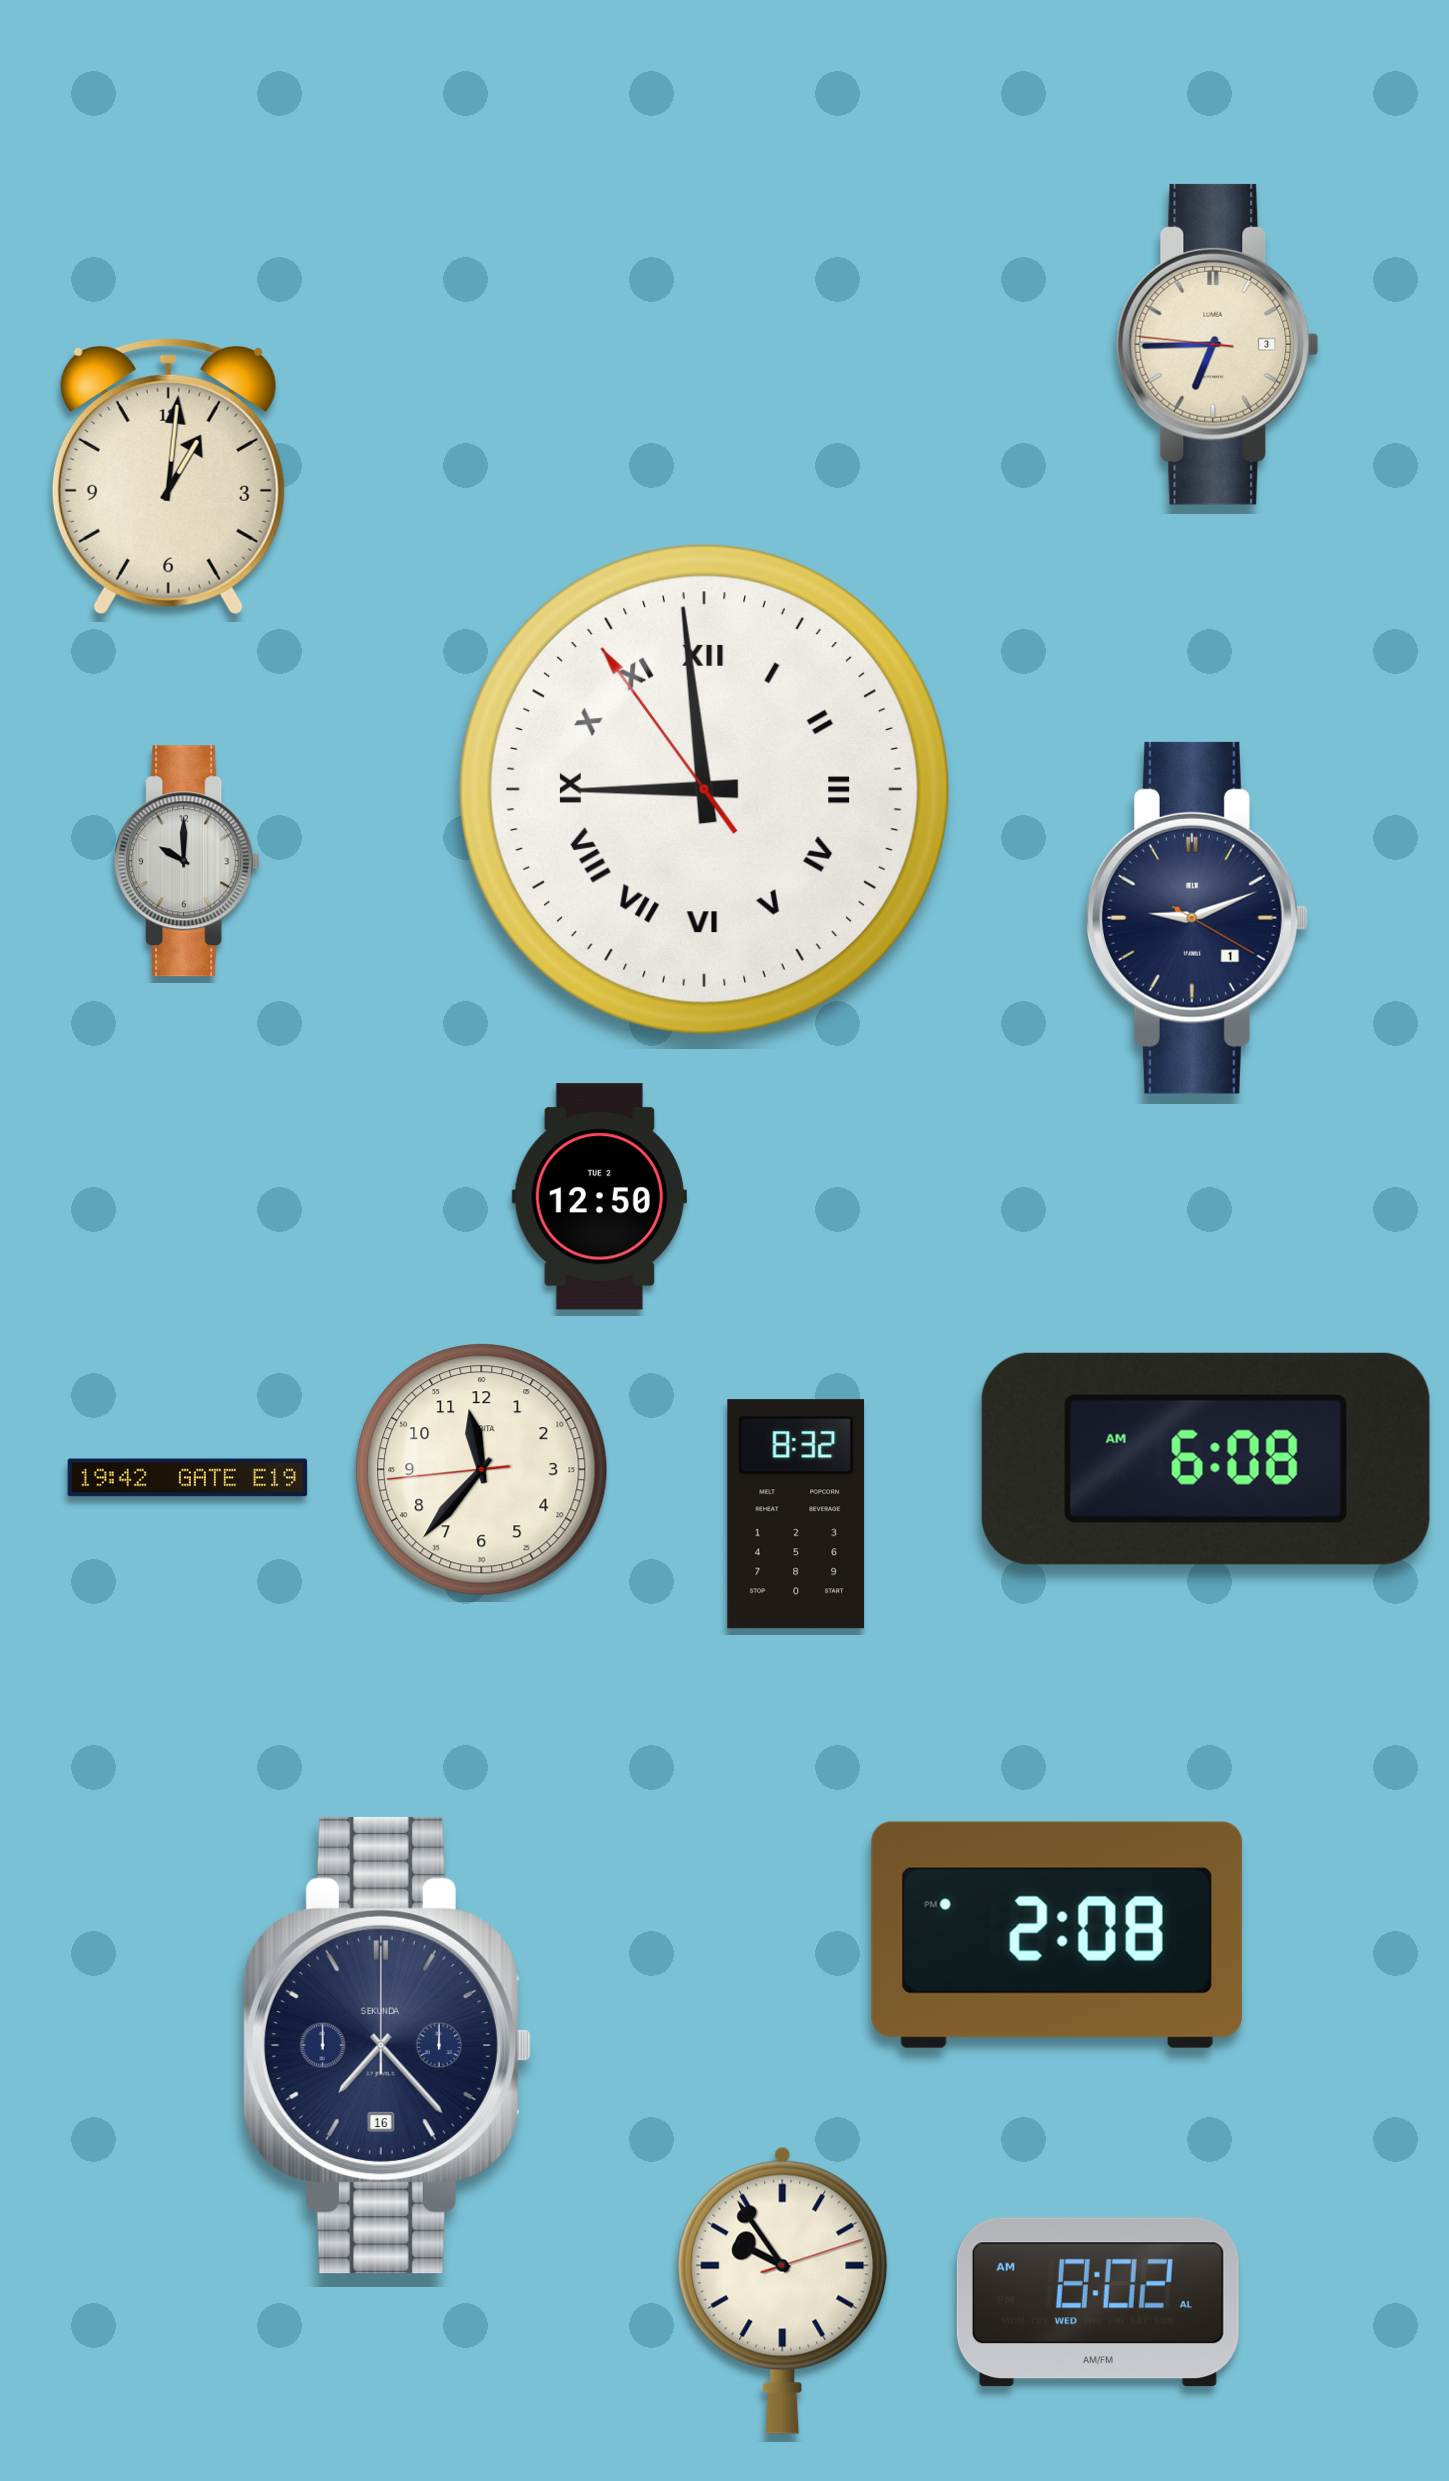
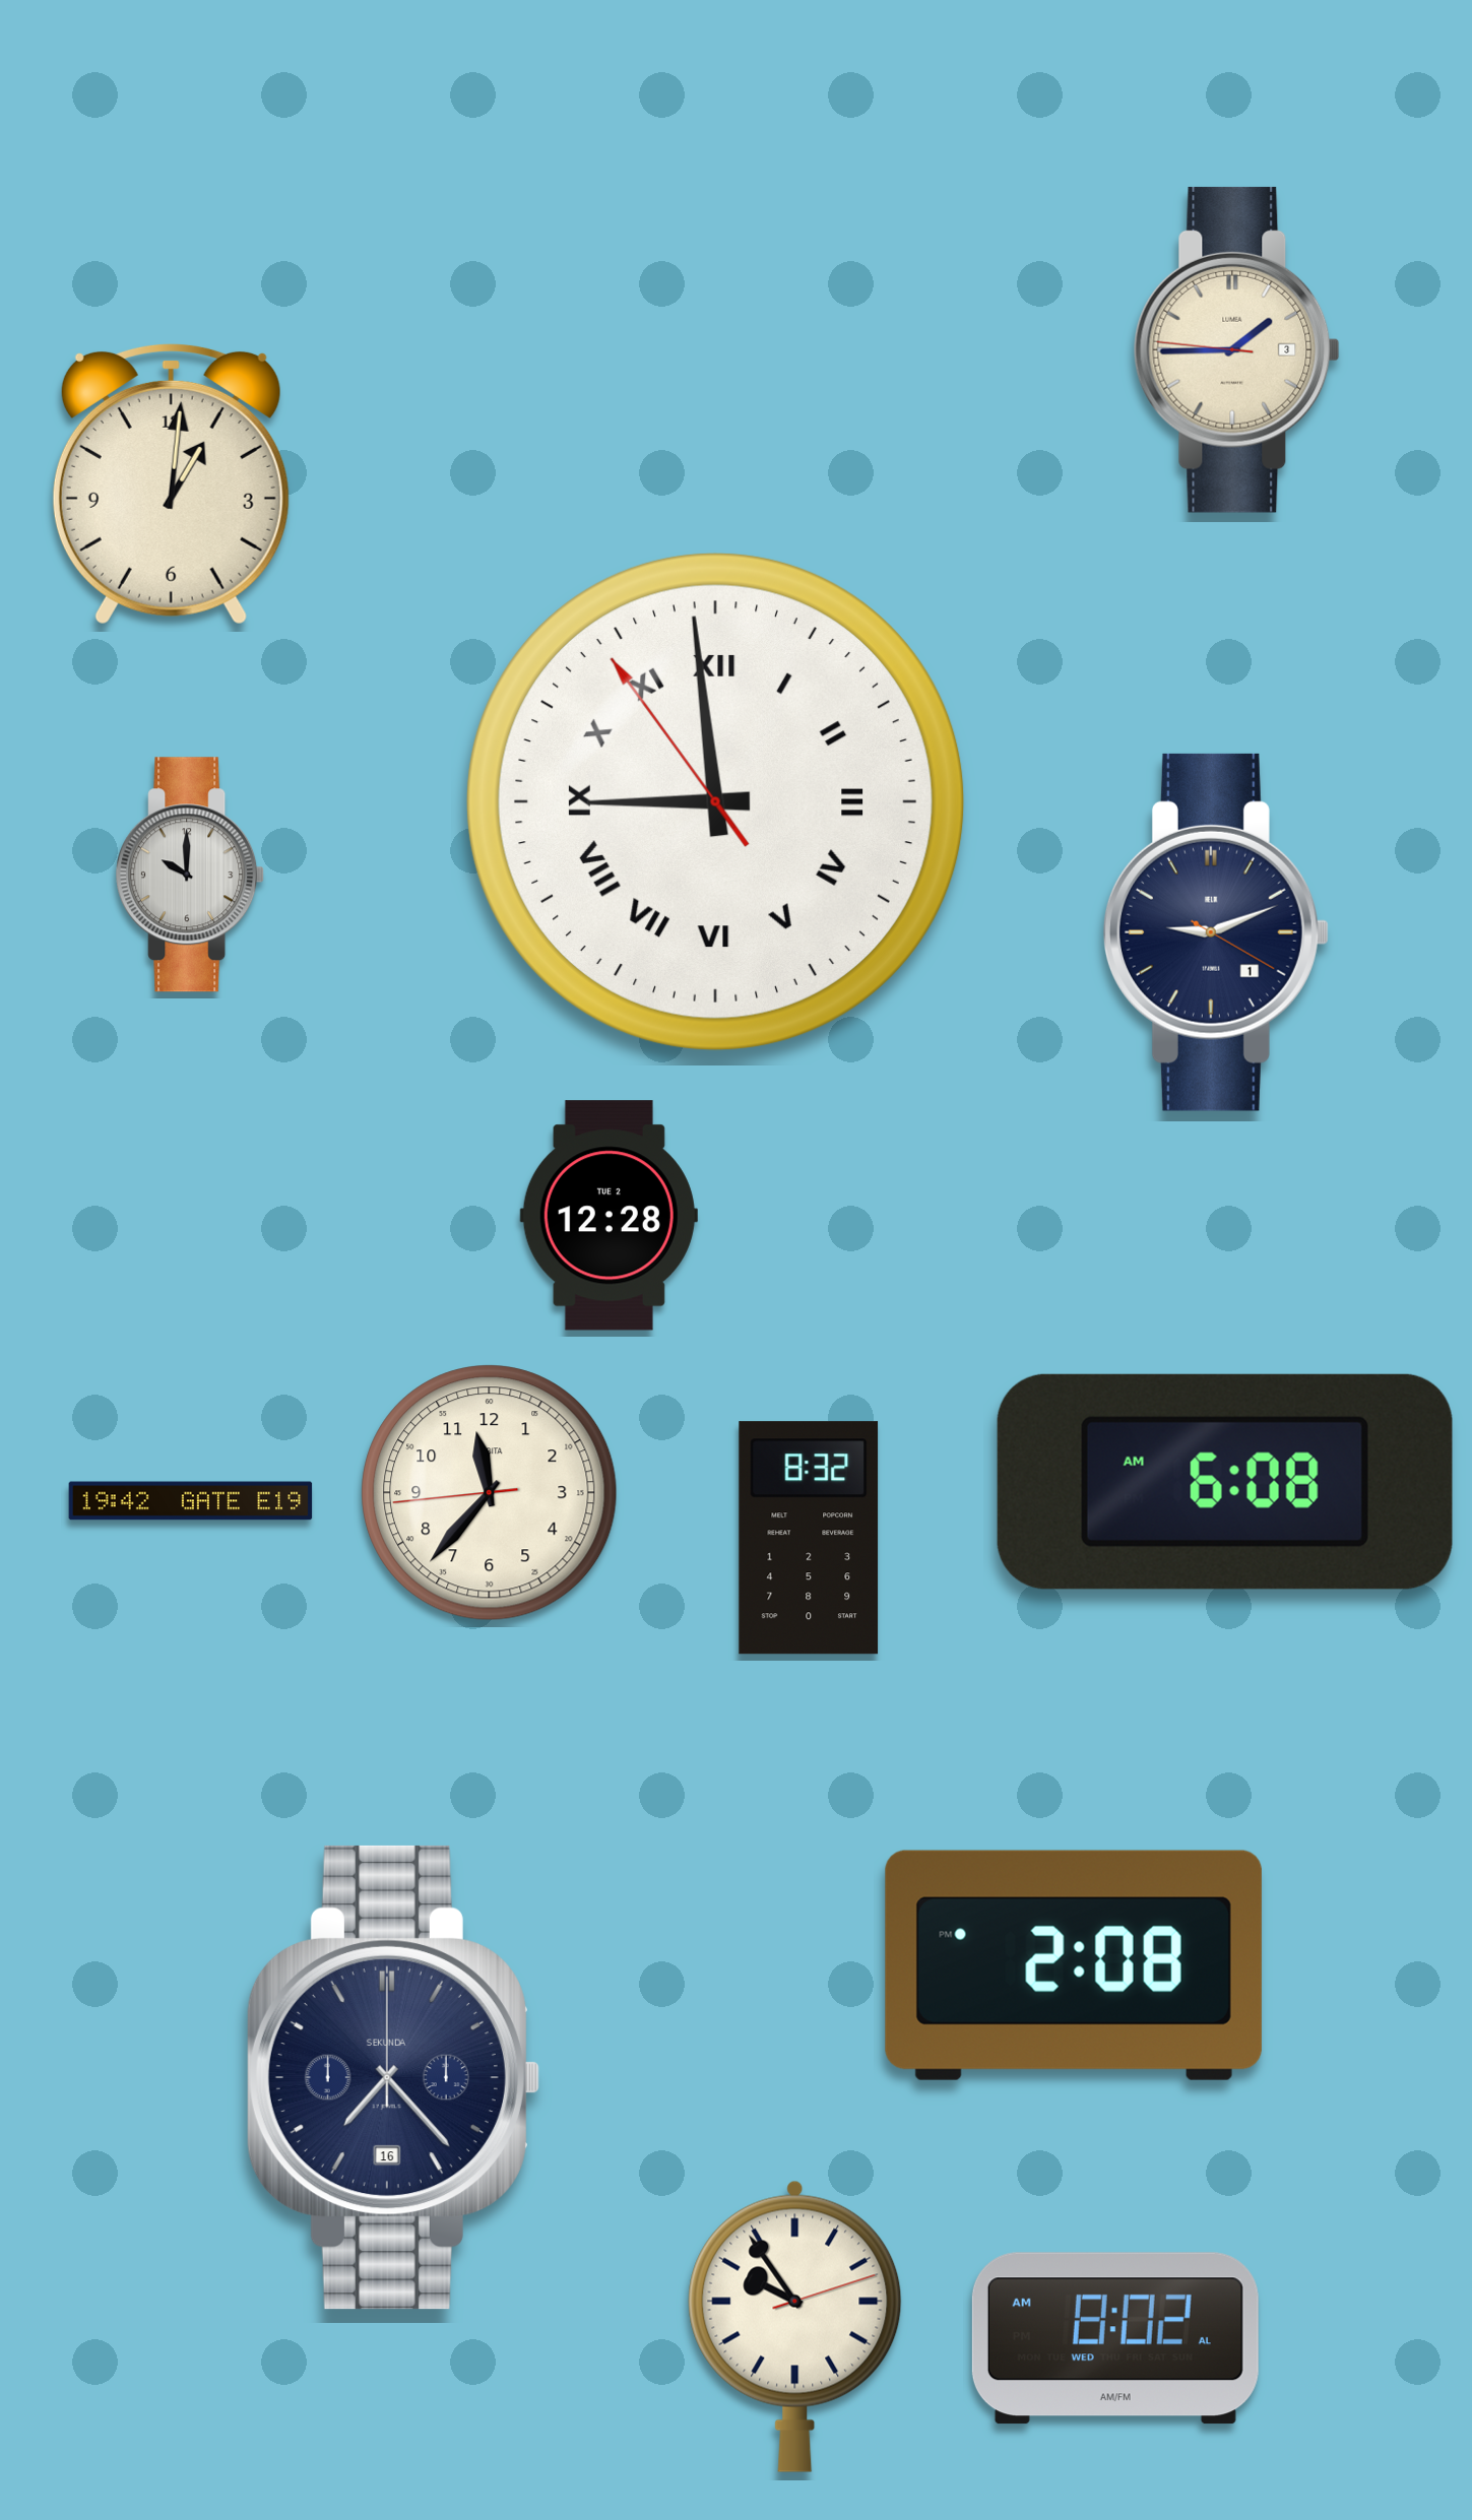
clock at (1217, 344): 6:44 -> 1:44
clock at (599, 1197): 12:50 -> 12:28
